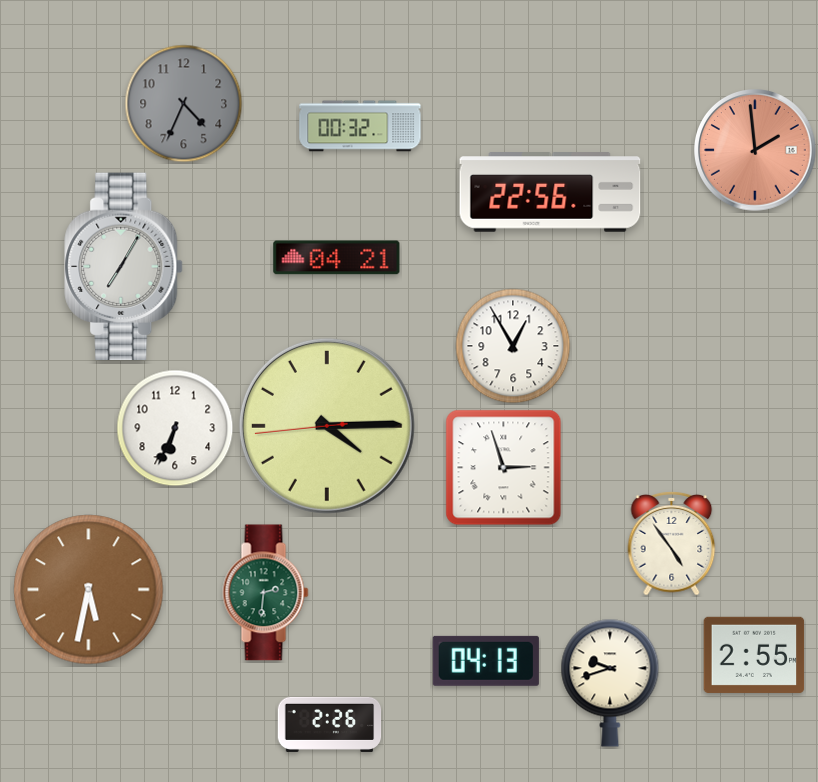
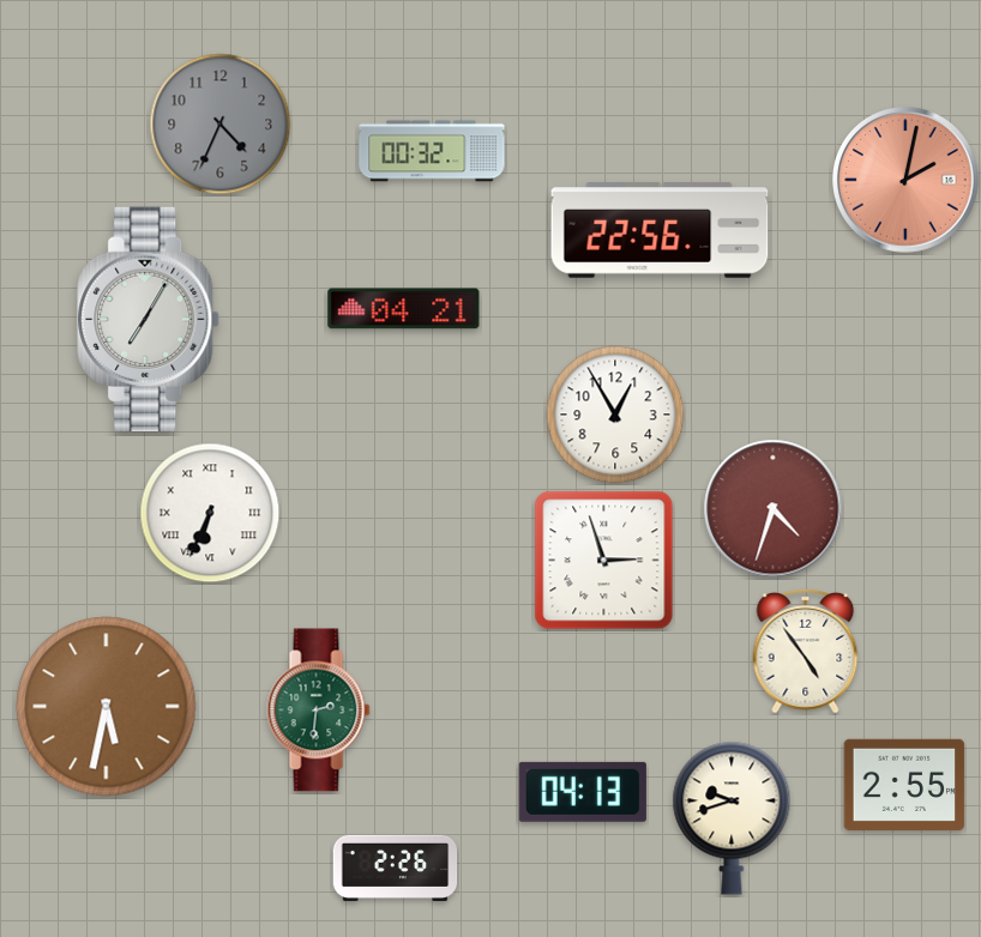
clock at (756, 151): 1:59 -> 2:02
clock at (774, 509): none -> 4:33
clock at (327, 426): 4:14 -> none
clock at (175, 428) numerals: Arabic -> Roman
